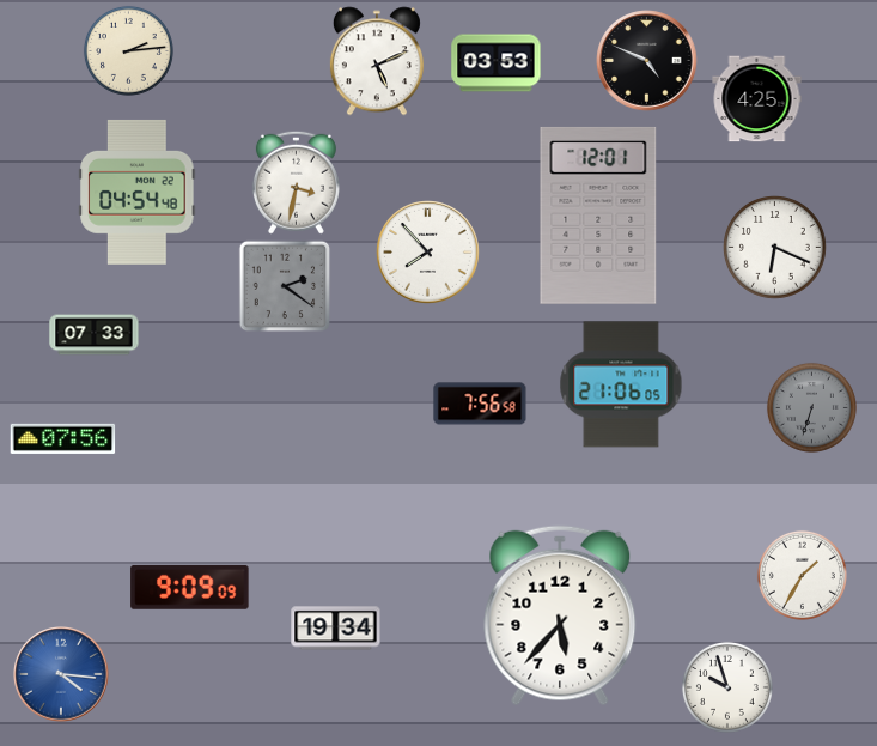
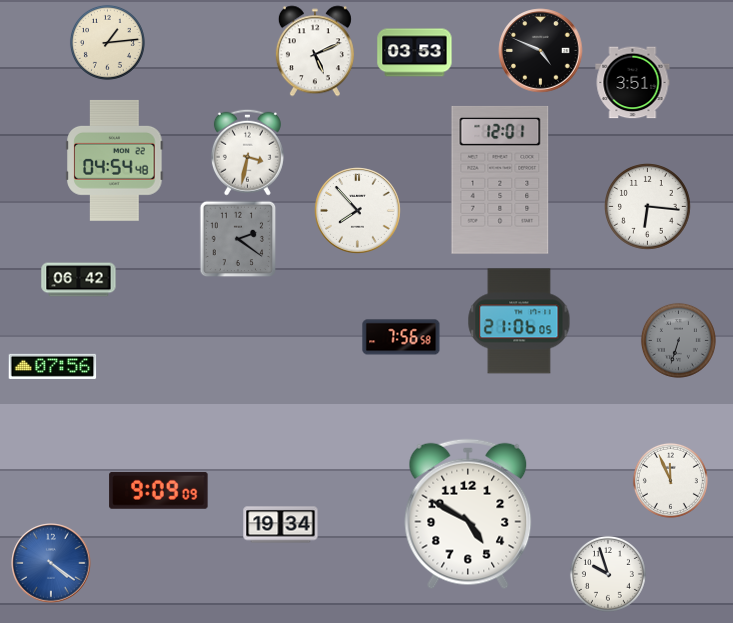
clock at (128, 50): 2:14 -> 1:14
clock at (757, 99): 4:25 -> 3:51
clock at (775, 248): 6:19 -> 6:16
clock at (95, 335): 07:33 -> 06:42
clock at (802, 575): 1:35 -> 11:56
clock at (560, 615): 5:37 -> 4:50
clock at (61, 674): 4:16 -> 4:21
